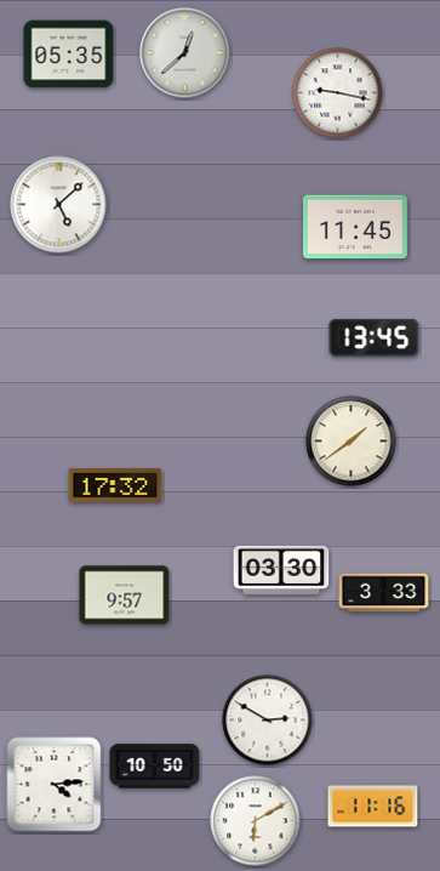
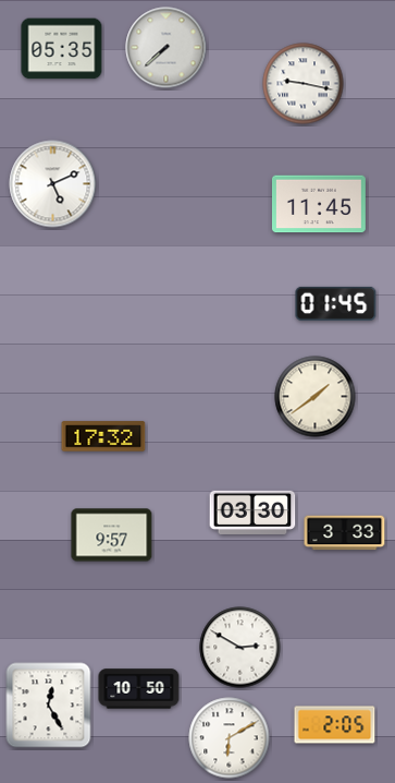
clock at (185, 53): 12:38 -> 7:38
clock at (59, 205): 5:08 -> 5:11
clock at (375, 337): 13:45 -> 01:45
clock at (55, 785): 4:14 -> 12:25
clock at (373, 807): 11:16 -> 2:05
